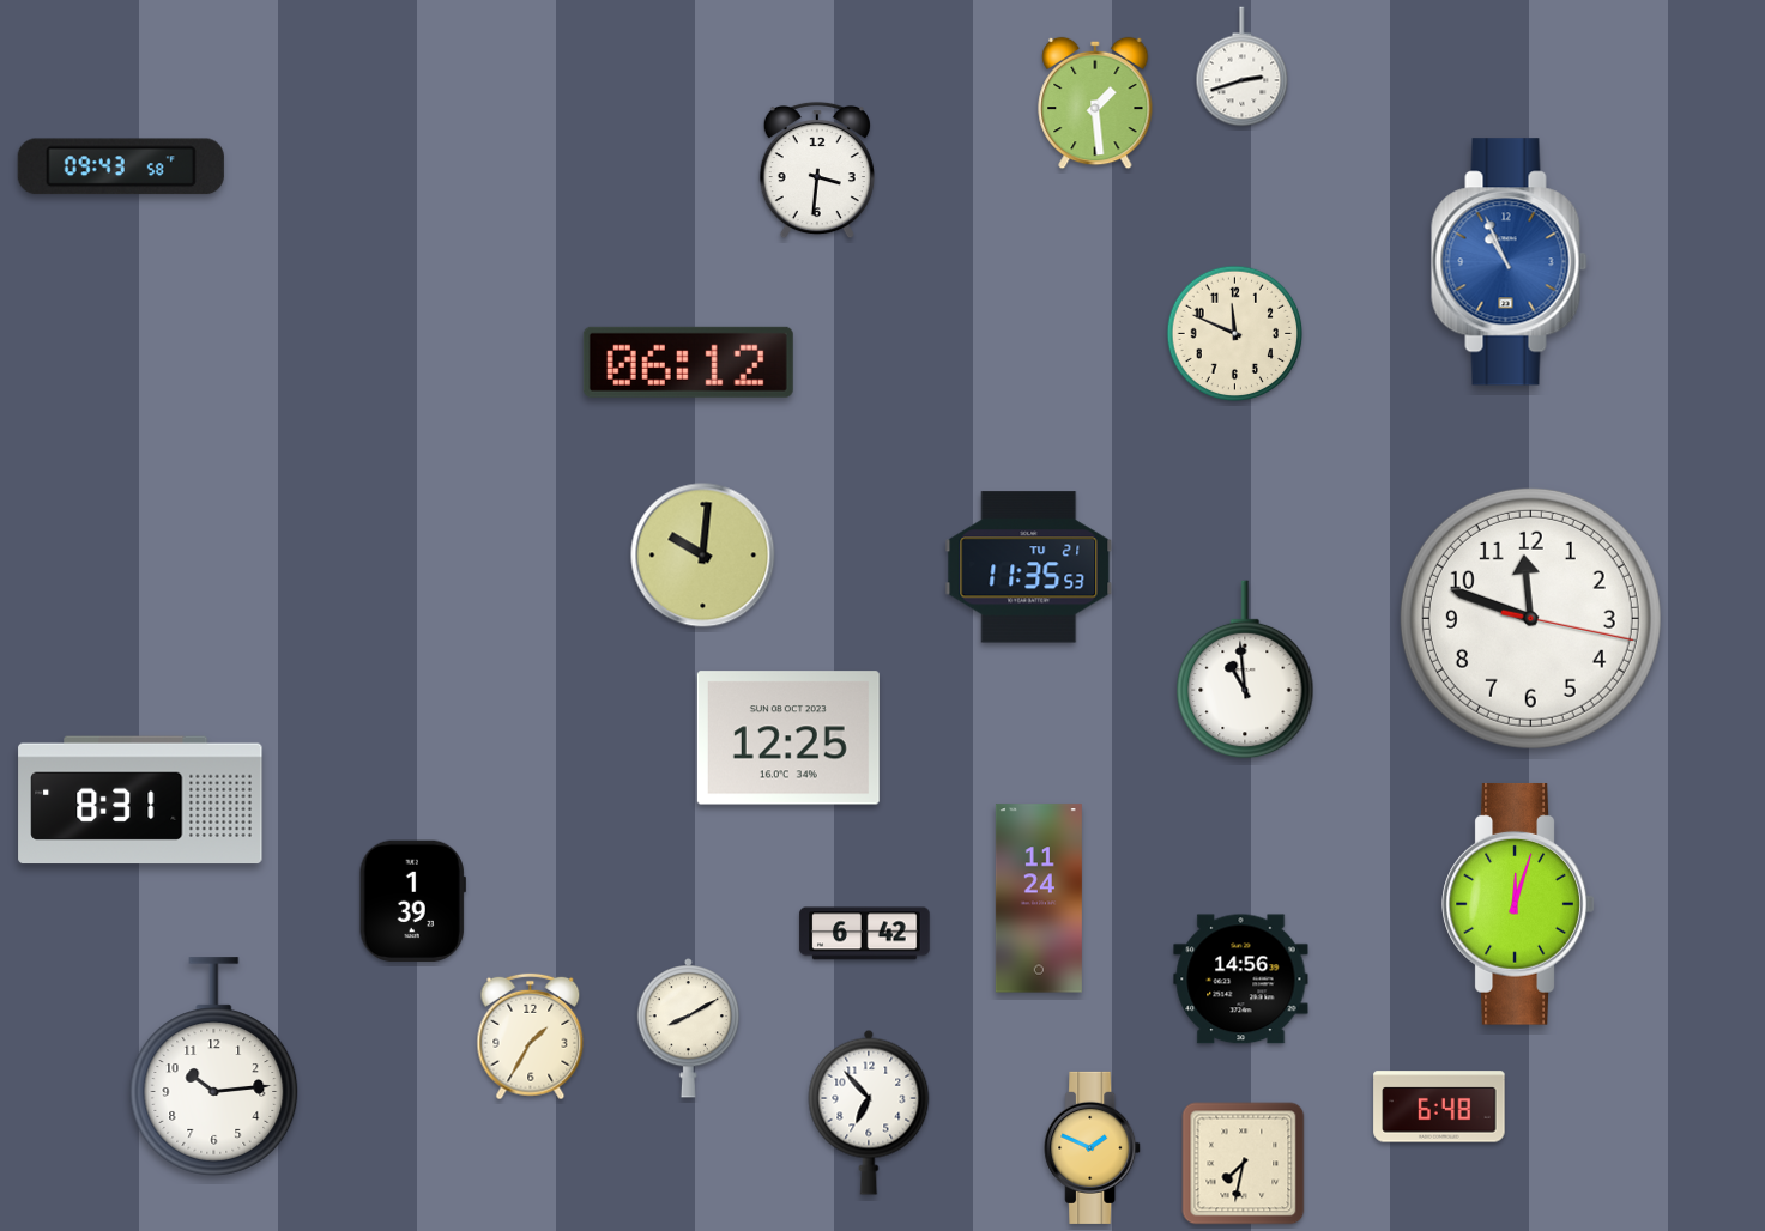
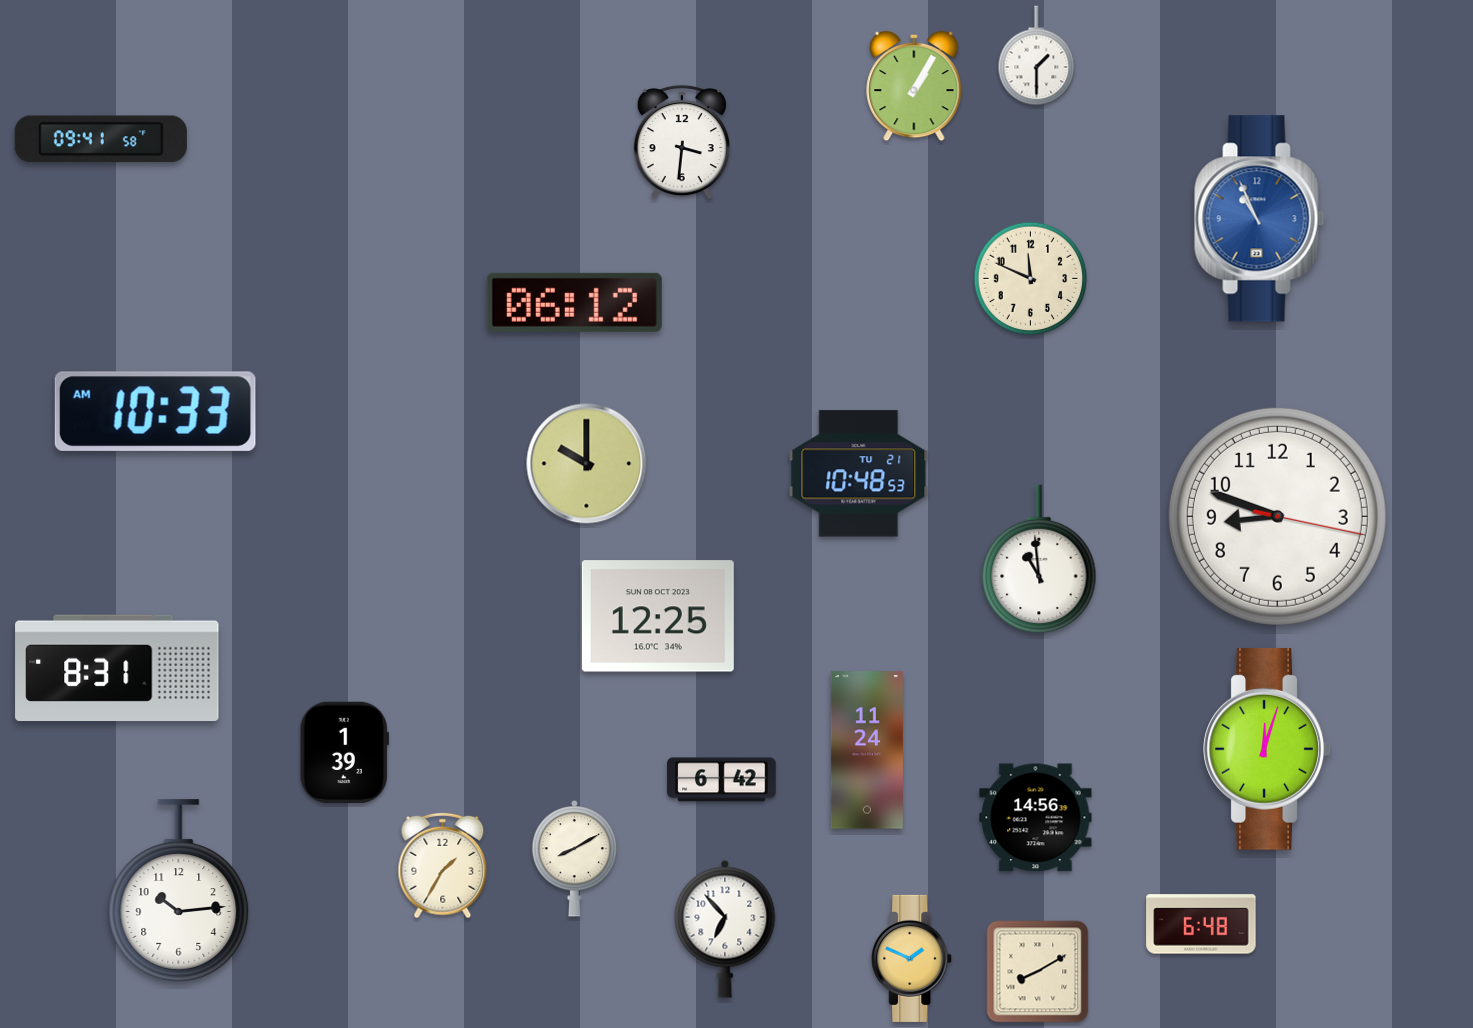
clock at (1243, 67): 2:42 -> 1:30
clock at (1095, 103): 1:29 -> 1:05
clock at (121, 166): 09:43 -> 09:41
clock at (155, 411): none -> 10:33
clock at (703, 556): 10:01 -> 10:00
clock at (1029, 568): 11:35 -> 10:48
clock at (1530, 618): 11:48 -> 8:48
clock at (1518, 904) position: (1518, 904) -> (1267, 749)
clock at (1244, 1164): 7:32 -> 8:10
